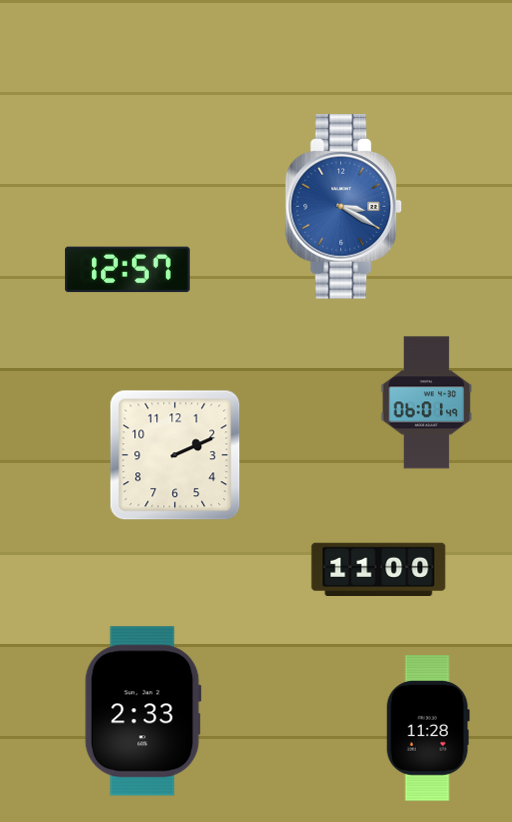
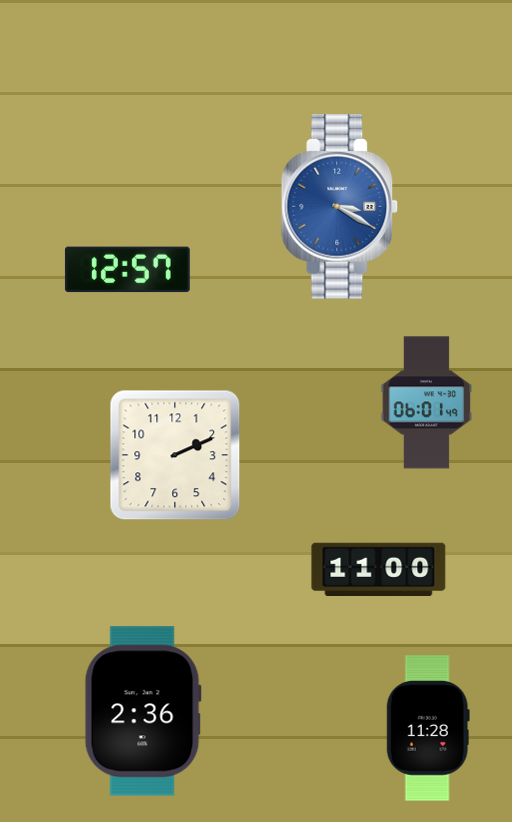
clock at (344, 207) position: (344, 207) -> (340, 207)
clock at (143, 711): 2:33 -> 2:36
